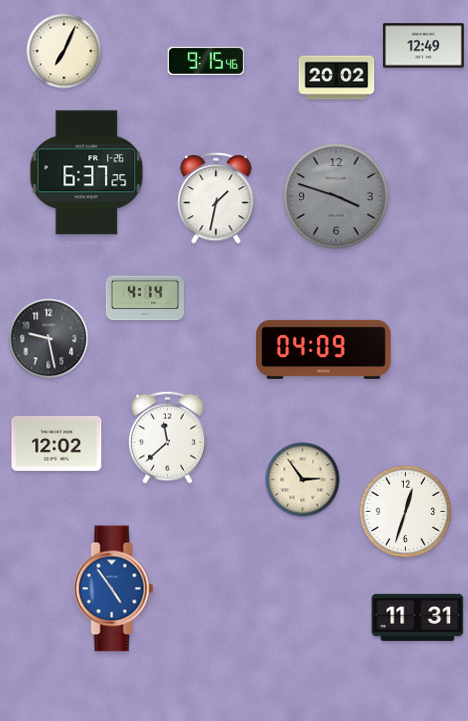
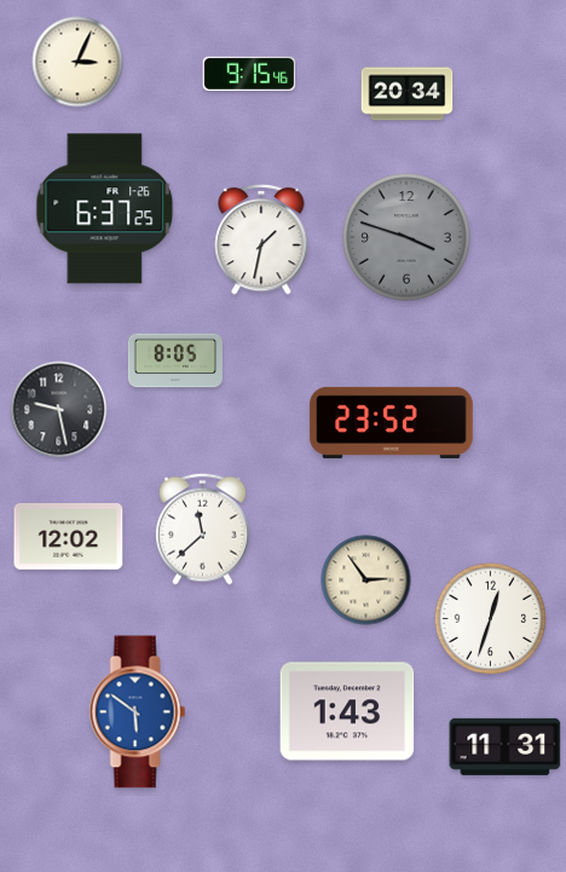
clock at (424, 46): 12:49 -> none
clock at (64, 51): 7:04 -> 3:04
clock at (337, 78): 20:02 -> 20:34
clock at (145, 298): 4:14 -> 8:05
clock at (324, 349): 04:09 -> 23:52
clock at (347, 711): none -> 1:43
clock at (114, 589): 4:54 -> 5:51
